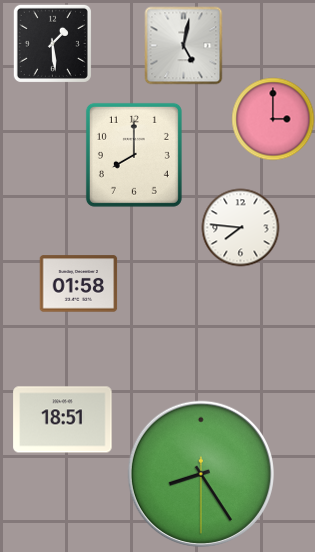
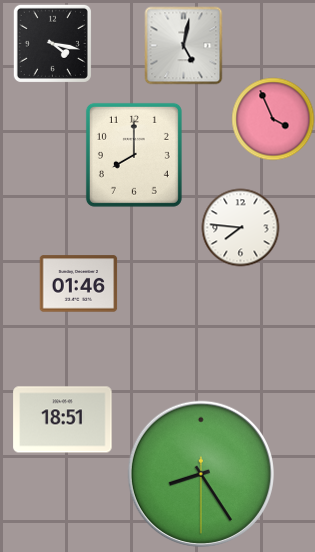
clock at (52, 43): 1:29 -> 4:17
clock at (273, 119): 3:00 -> 3:56
clock at (78, 284): 01:58 -> 01:46
